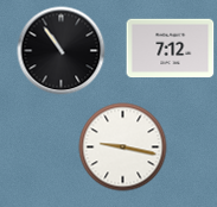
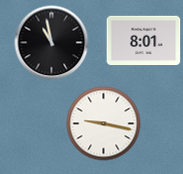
clock at (171, 49): 7:12 -> 8:01
clock at (62, 51): 10:54 -> 10:58
